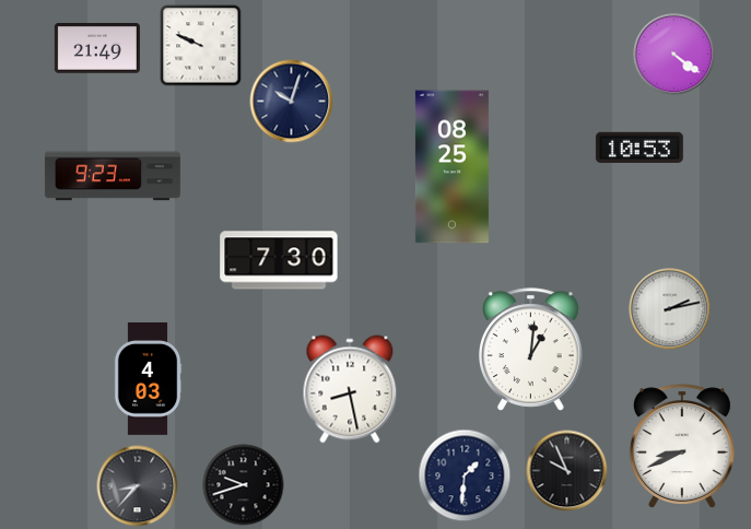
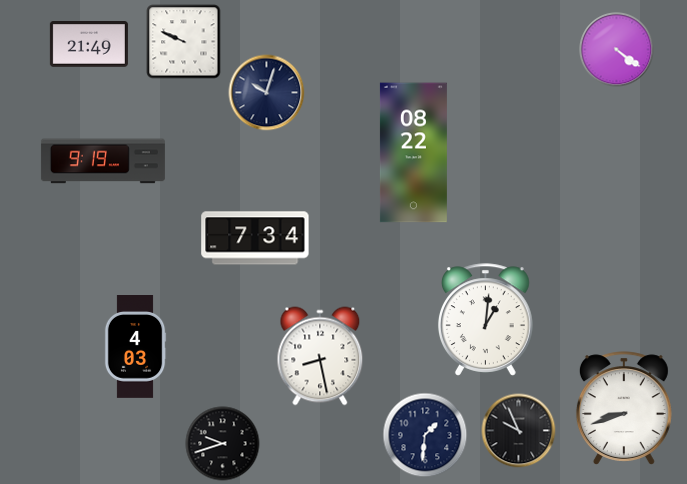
clock at (639, 148): 10:53 -> none
clock at (451, 167): 08:25 -> 08:22
clock at (113, 176): 9:23 -> 9:19
clock at (279, 260): 7:30 -> 7:34
clock at (670, 309): 2:13 -> none
clock at (682, 446): 8:41 -> 8:42
clock at (138, 486): 8:37 -> none
